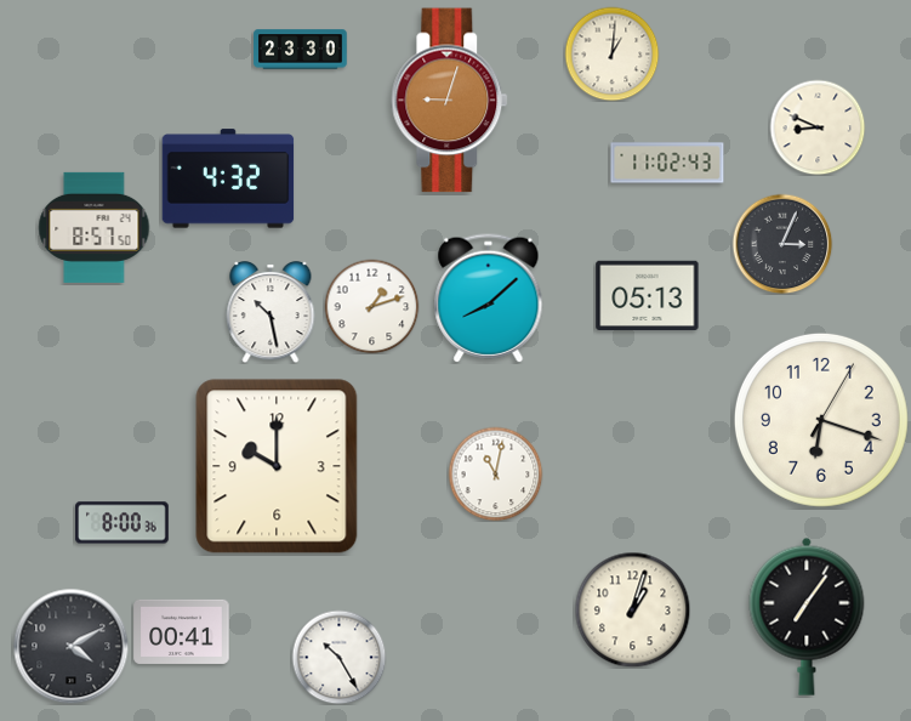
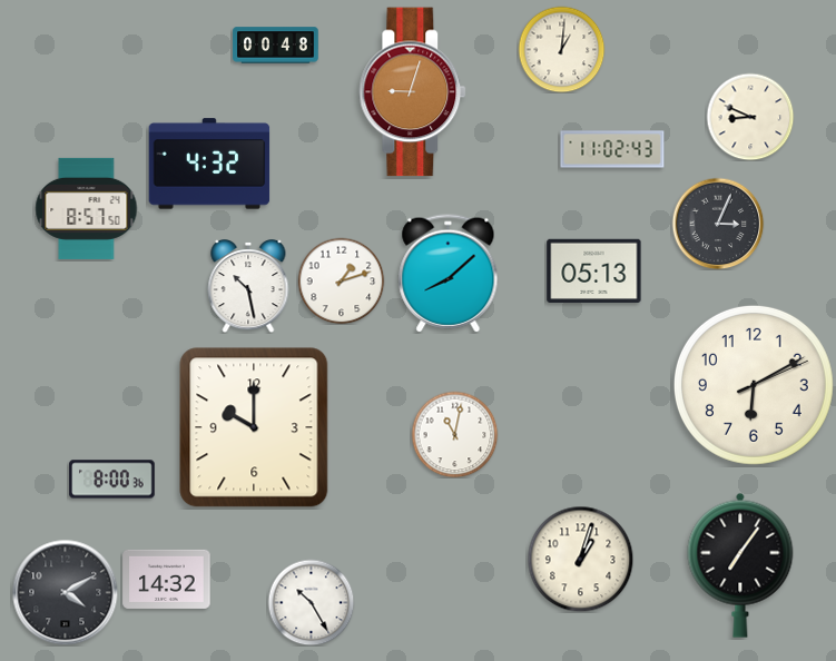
clock at (301, 50): 23:30 -> 00:48
clock at (821, 420): 6:18 -> 6:10
clock at (182, 631): 00:41 -> 14:32
